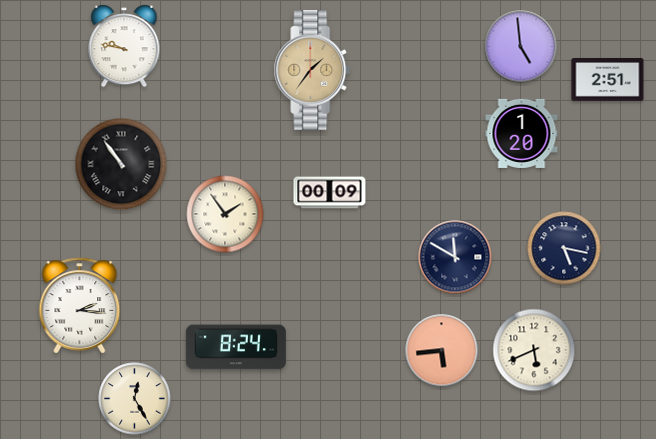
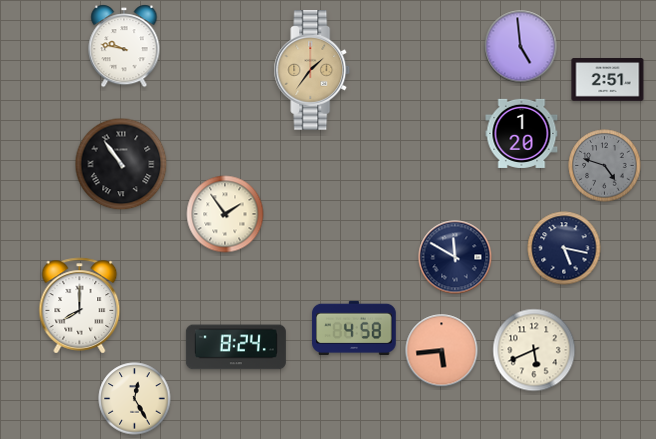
clock at (605, 166): none -> 4:48
clock at (330, 193): 00:09 -> none
clock at (80, 306): 2:16 -> 8:00
clock at (354, 328): none -> 4:58
